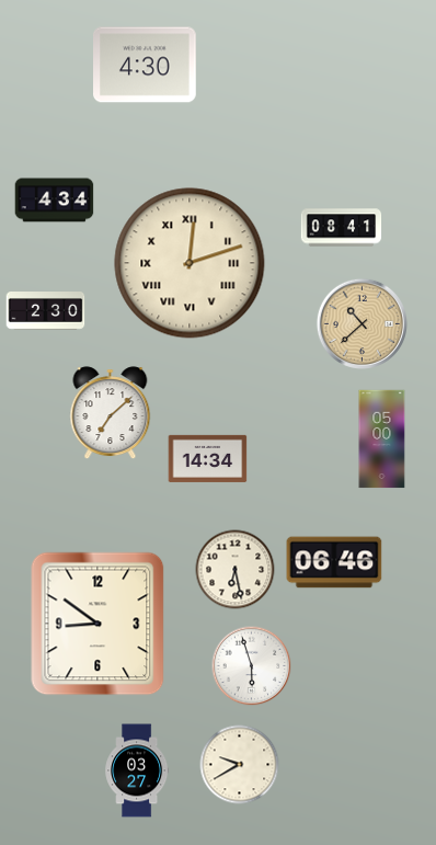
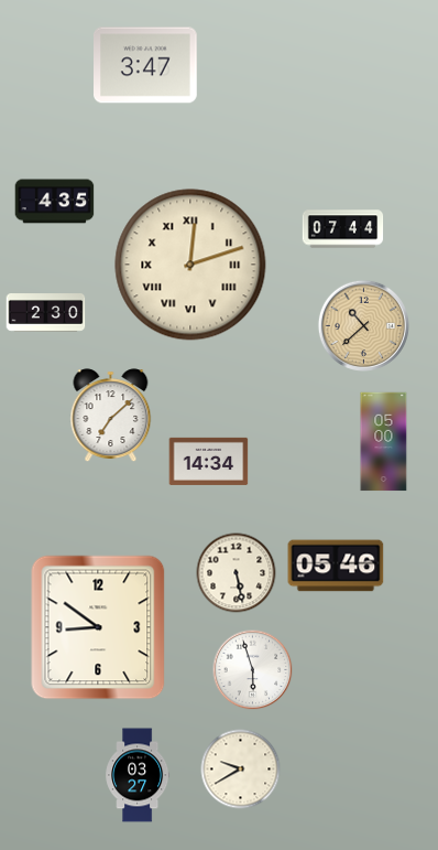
clock at (145, 65): 4:30 -> 3:47
clock at (55, 201): 4:34 -> 4:35
clock at (342, 228): 08:41 -> 07:44
clock at (334, 562): 06:46 -> 05:46
clock at (236, 570): 6:28 -> 5:28
